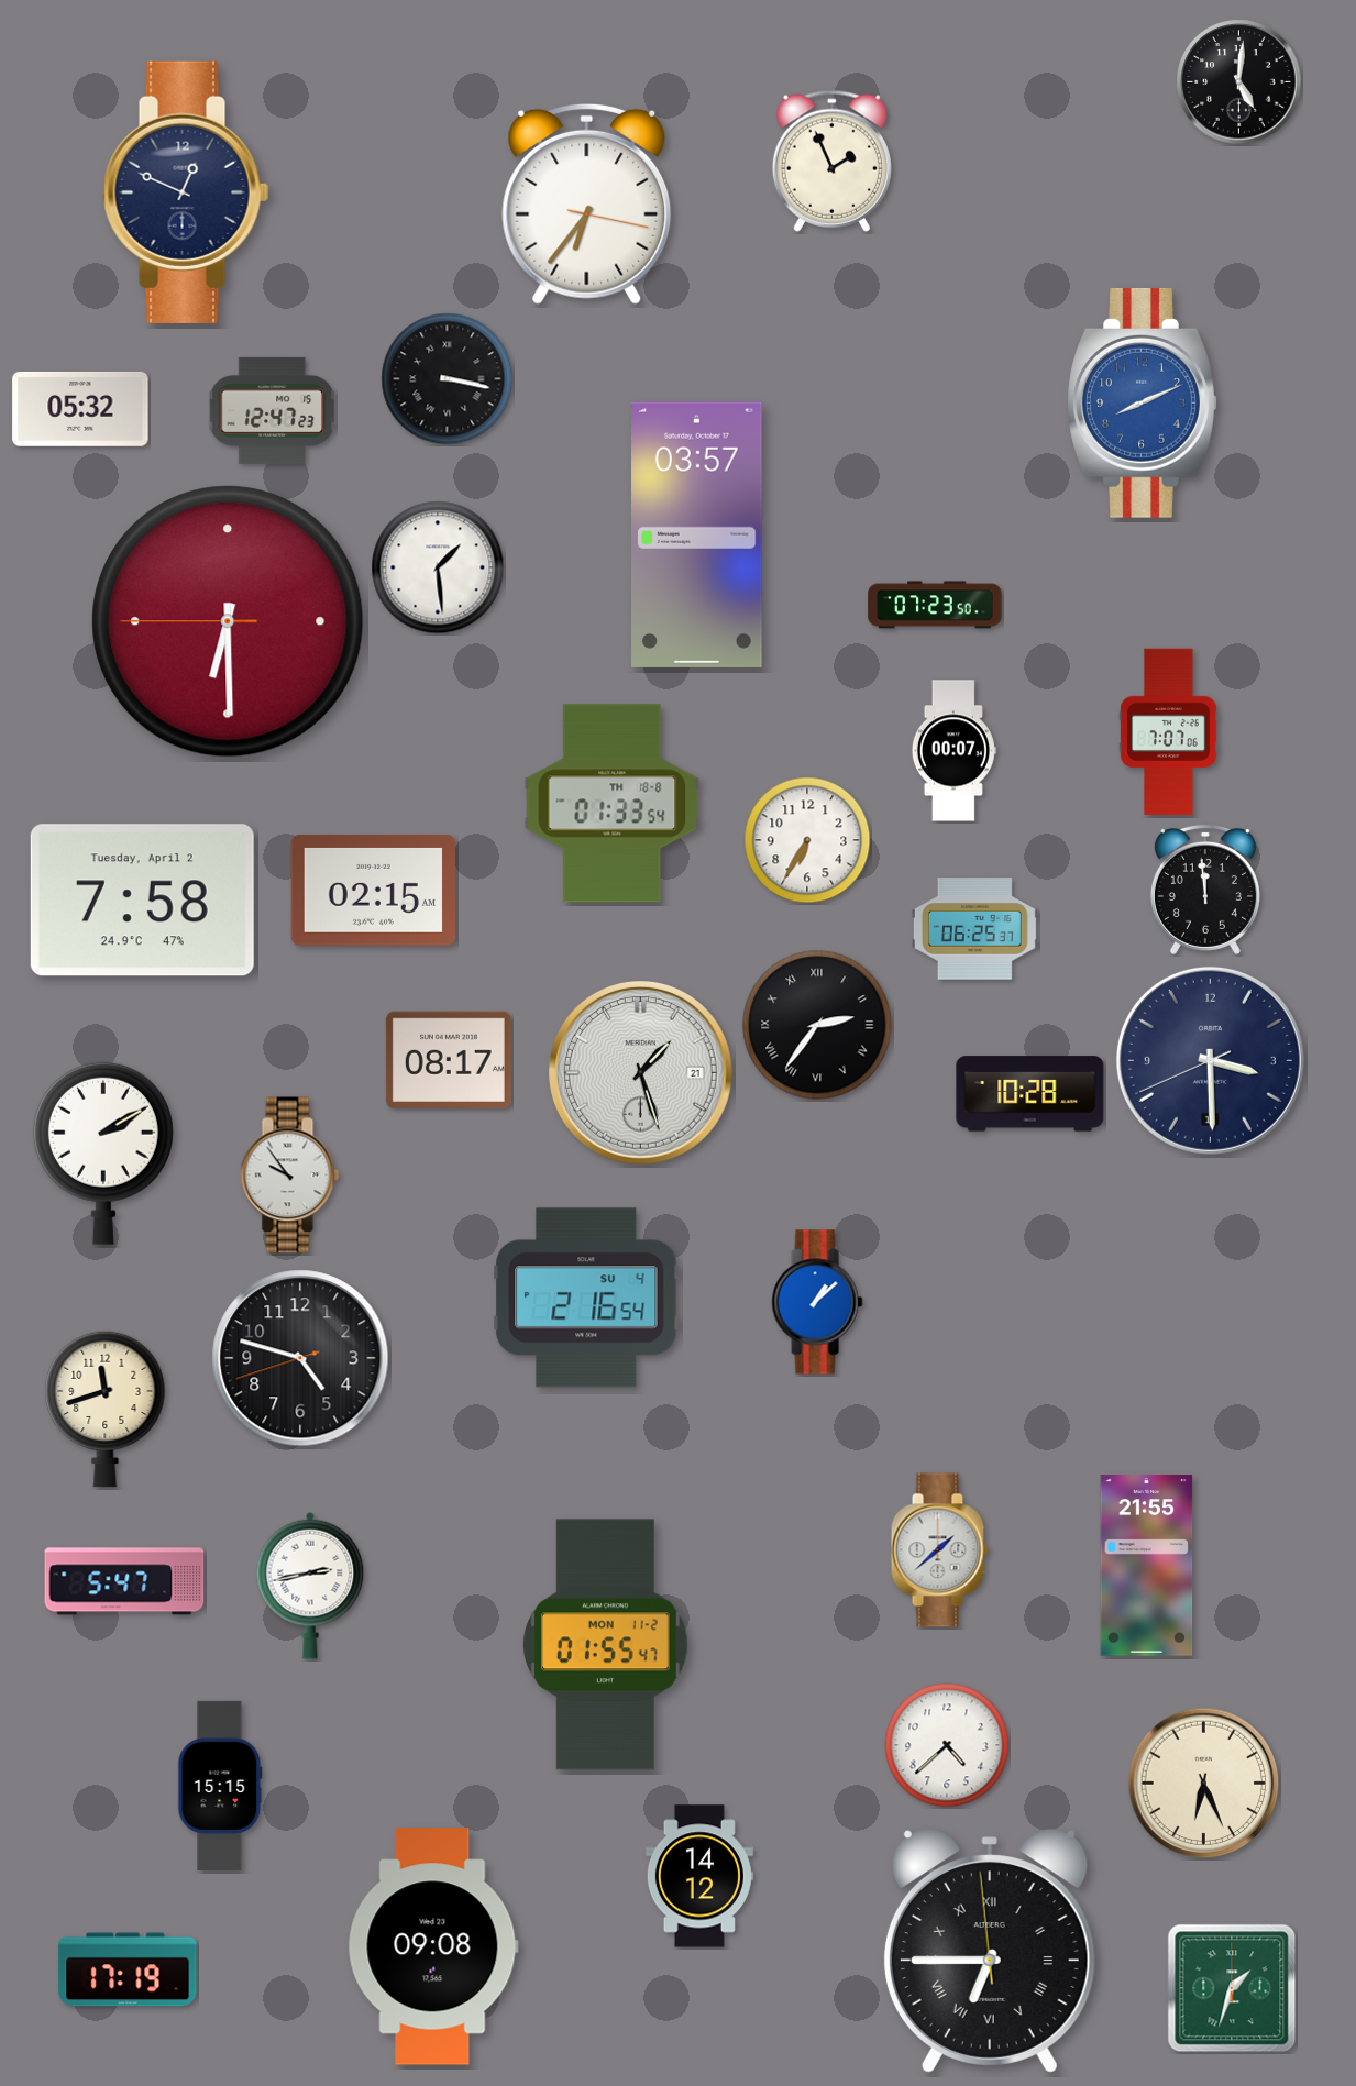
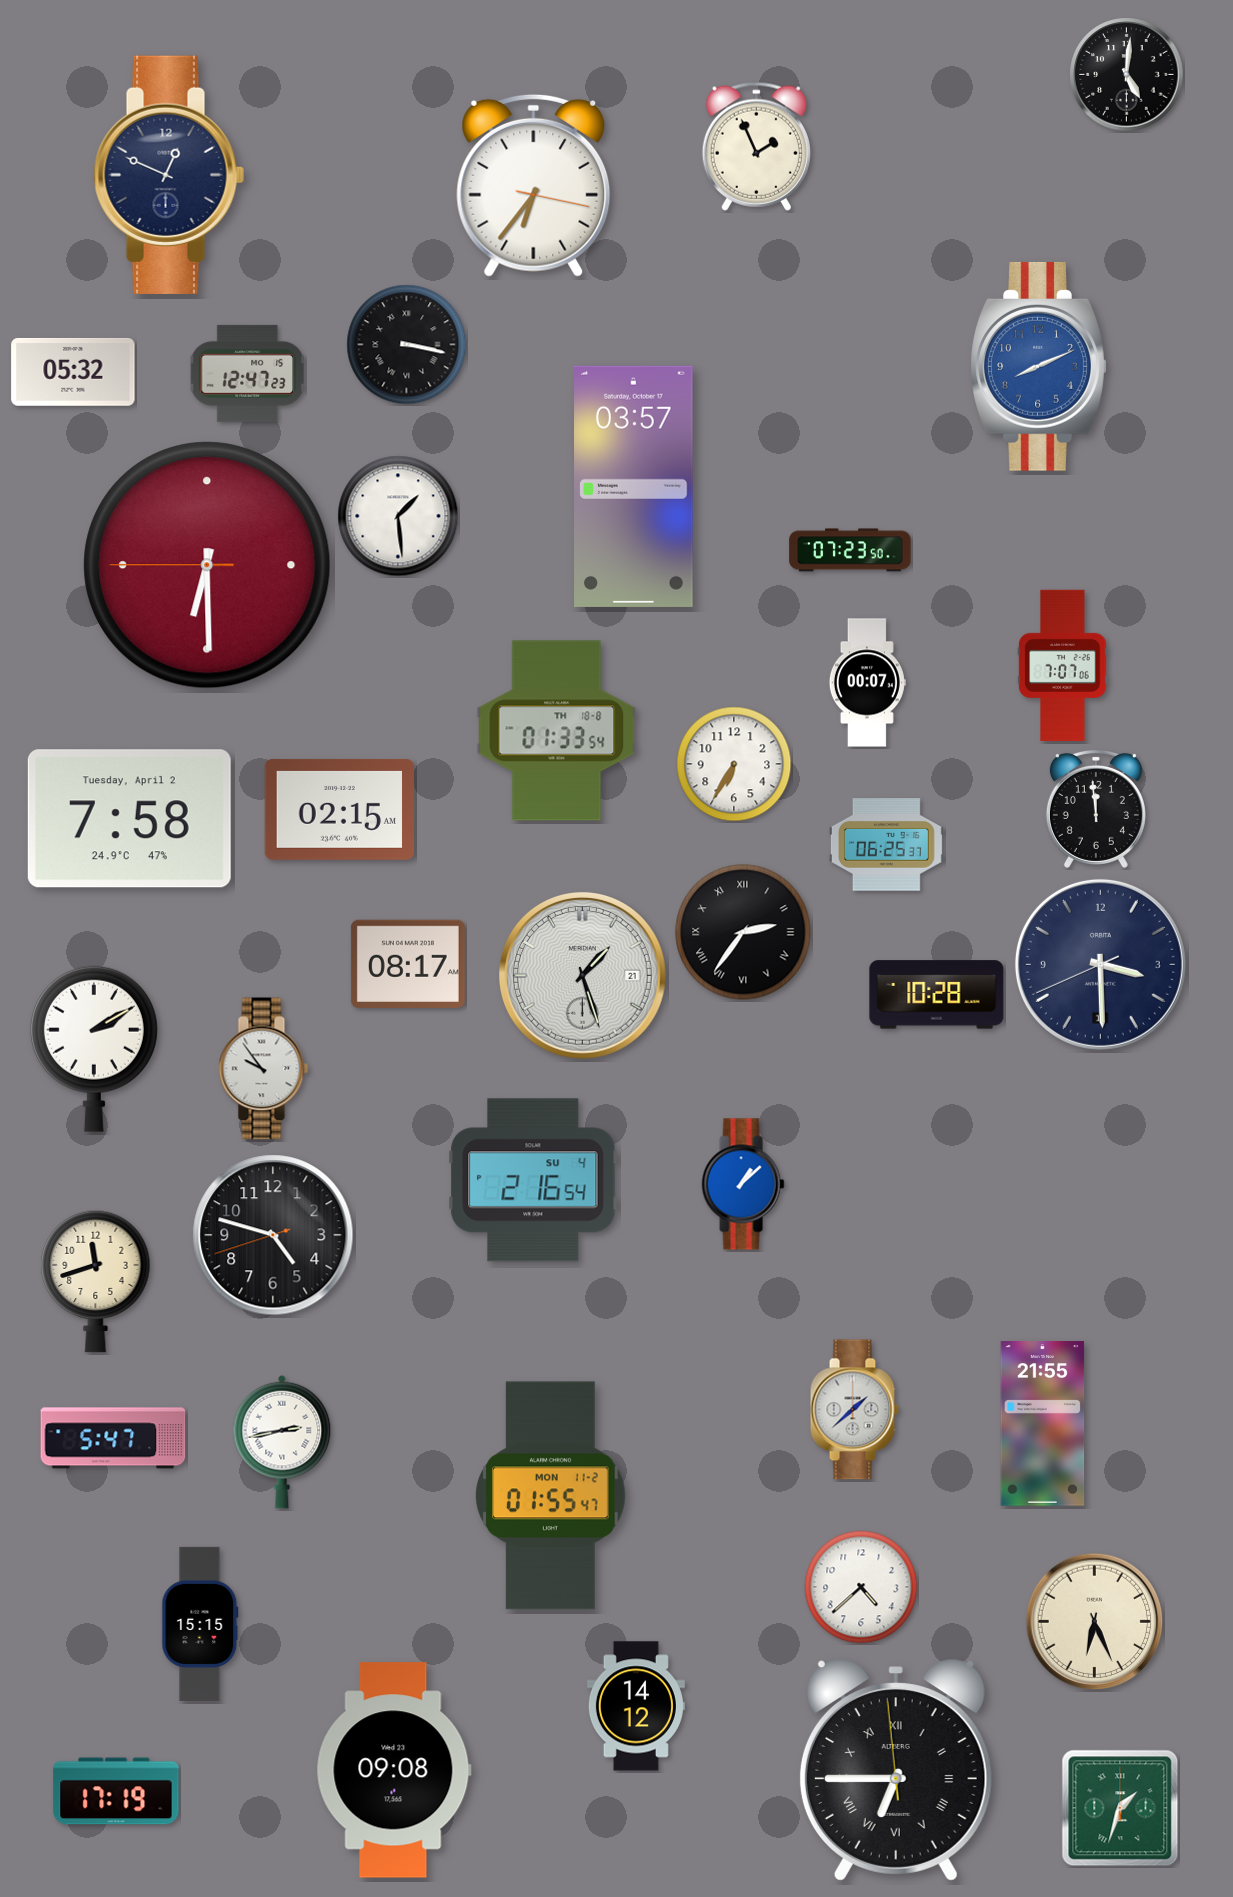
clock at (990, 1951) position: (990, 1951) -> (896, 1770)
